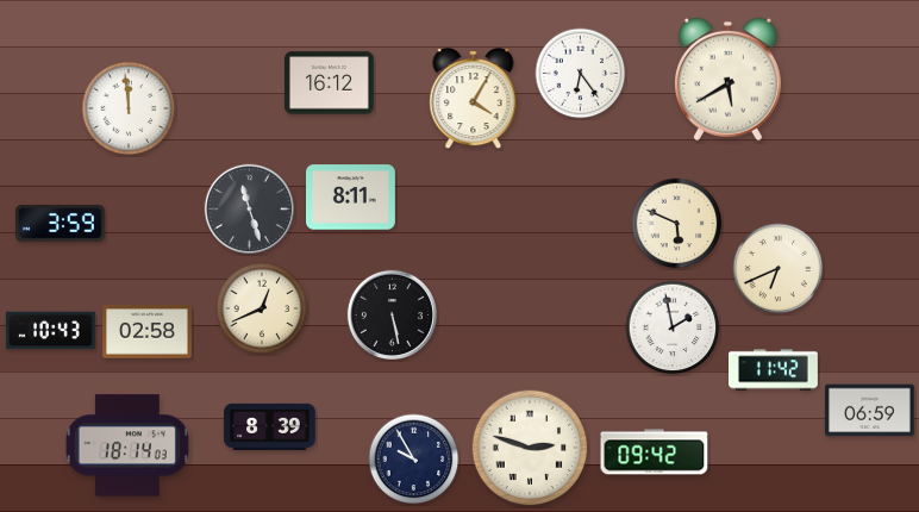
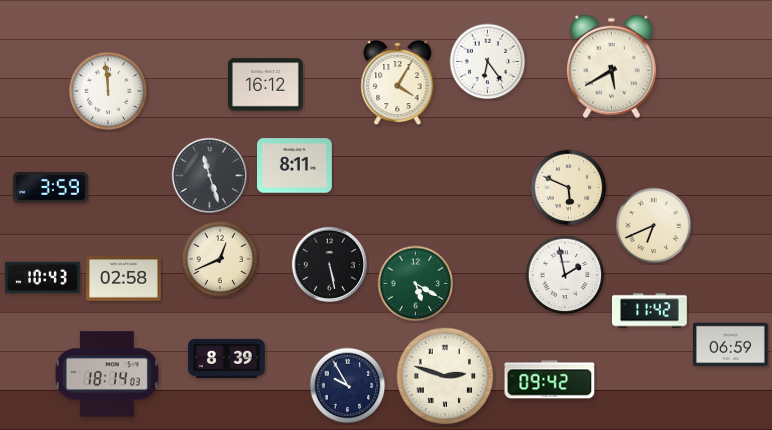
clock at (330, 83) position: (330, 83) -> (266, 85)
clock at (416, 284): none -> 5:20
